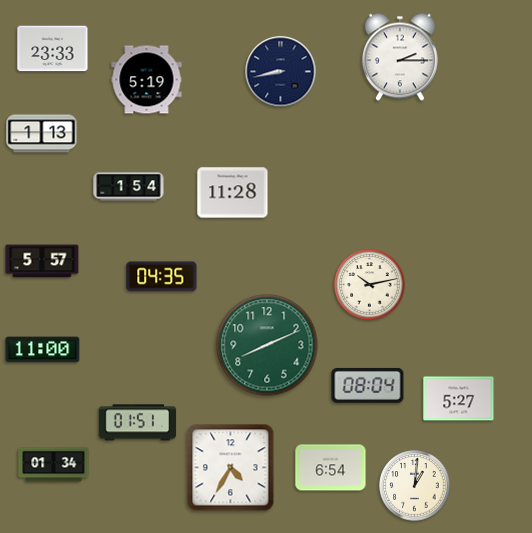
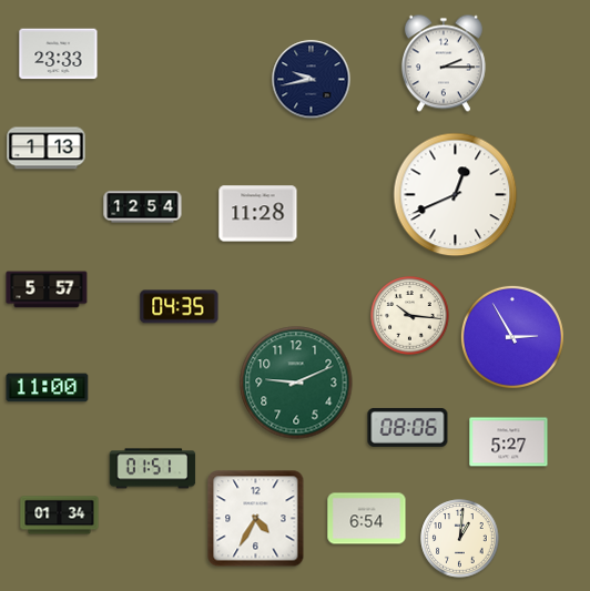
clock at (281, 72): 8:43 -> 9:43
clock at (147, 80): 5:19 -> none
clock at (456, 195): none -> 12:41
clock at (129, 187): 1:54 -> 12:54
clock at (370, 285): 10:13 -> 10:16
clock at (512, 337): none -> 2:55
clock at (267, 345): 8:11 -> 9:11
clock at (368, 385): 08:04 -> 08:06
